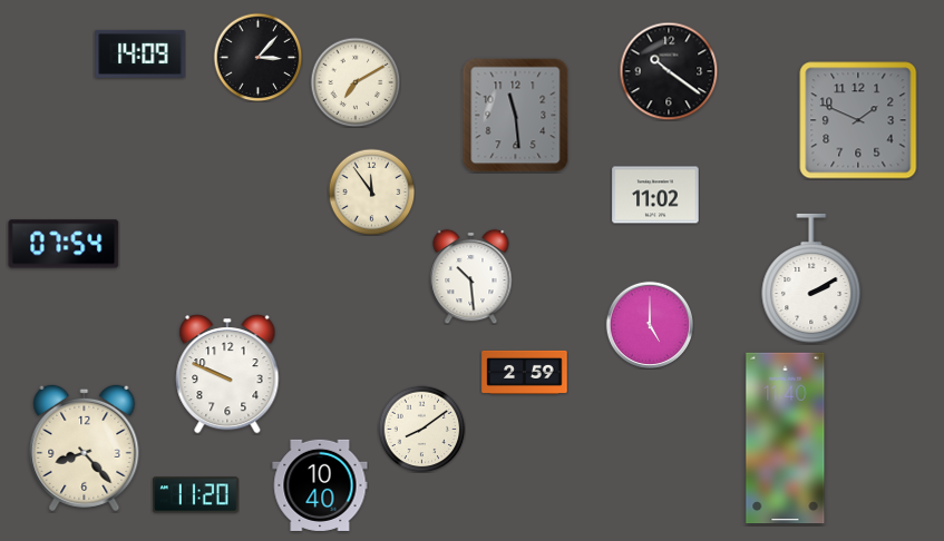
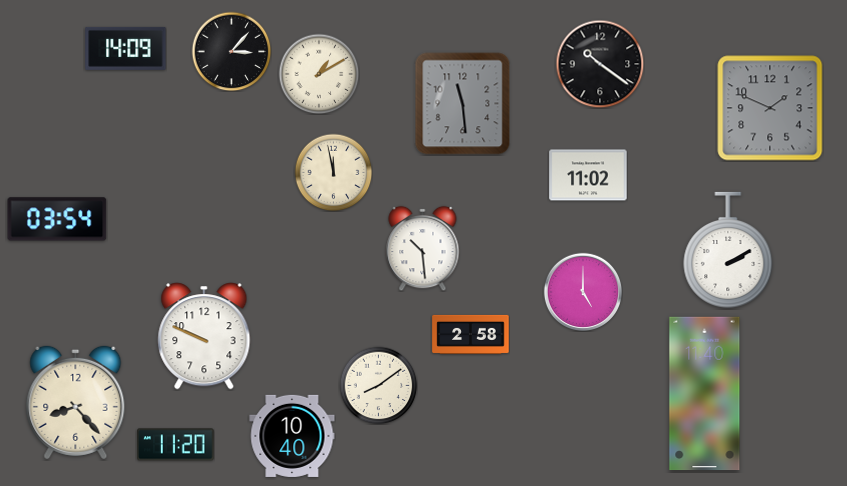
clock at (356, 82): 7:10 -> 1:10
clock at (371, 191): 11:54 -> 11:58
clock at (64, 244): 07:54 -> 03:54
clock at (525, 372): 2:59 -> 2:58
clock at (320, 485) position: (320, 485) -> (292, 436)
